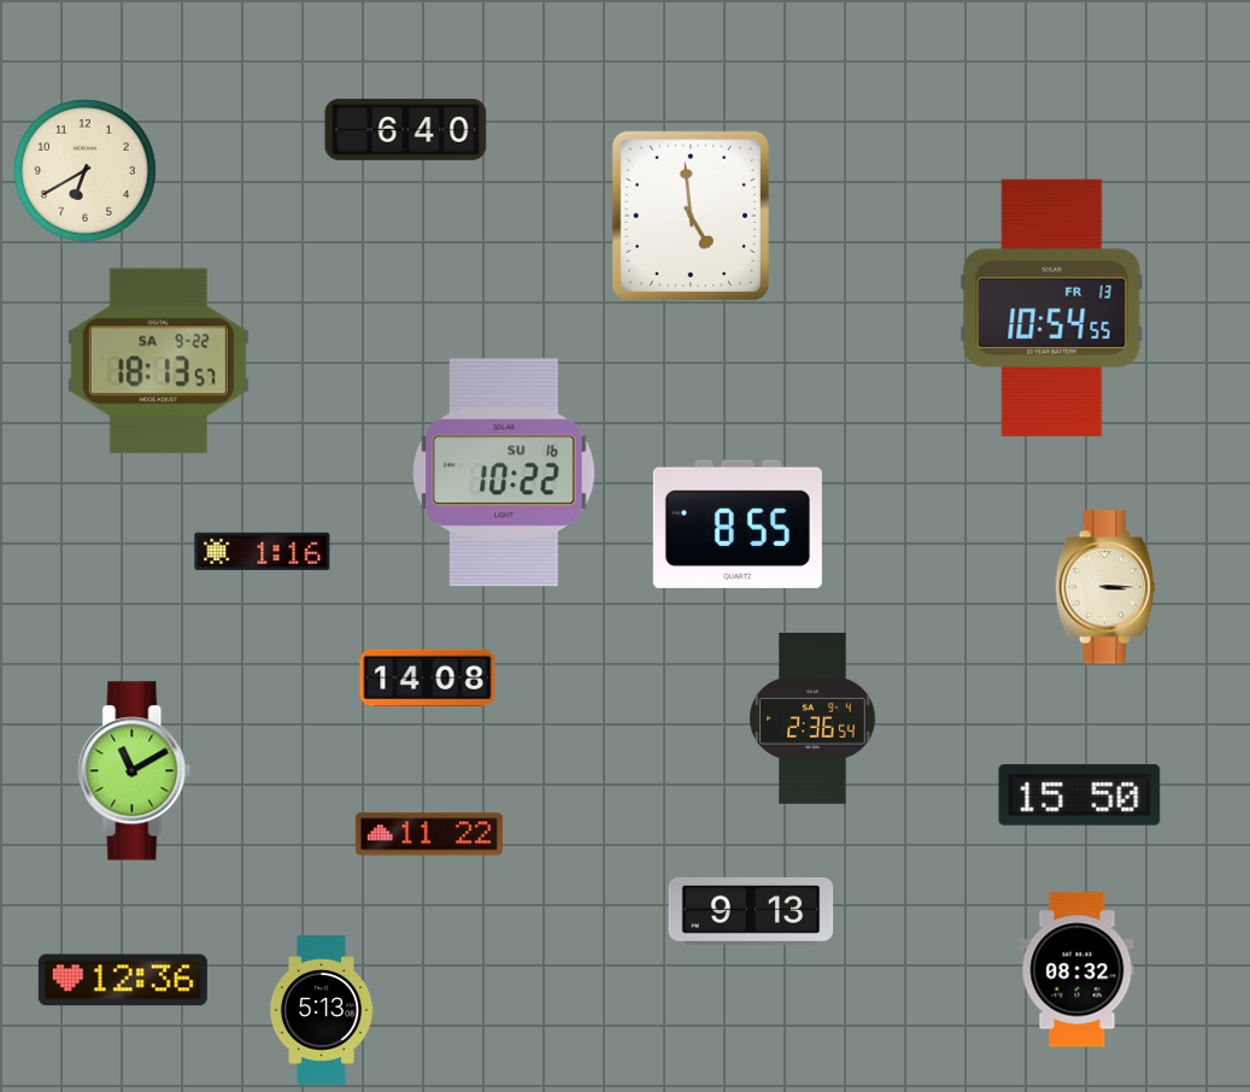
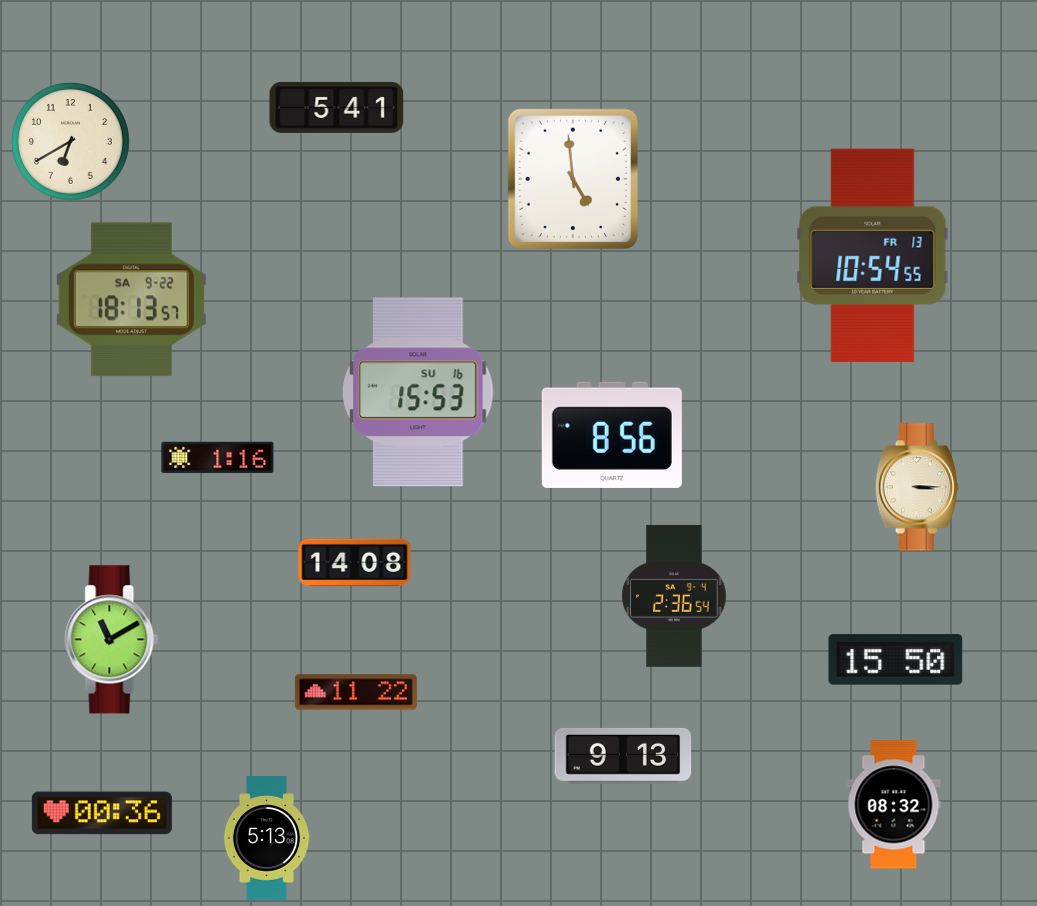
clock at (406, 129): 6:40 -> 5:41
clock at (504, 472): 10:22 -> 15:53
clock at (738, 524): 8:55 -> 8:56
clock at (123, 980): 12:36 -> 00:36
